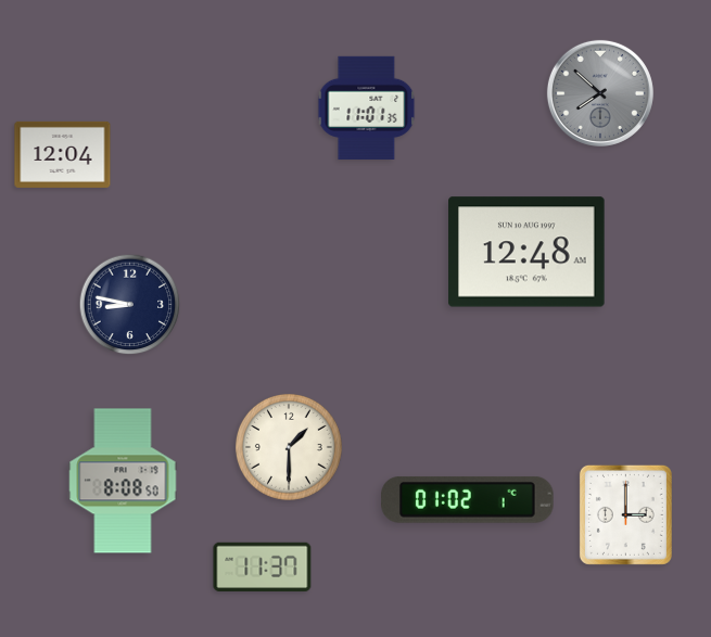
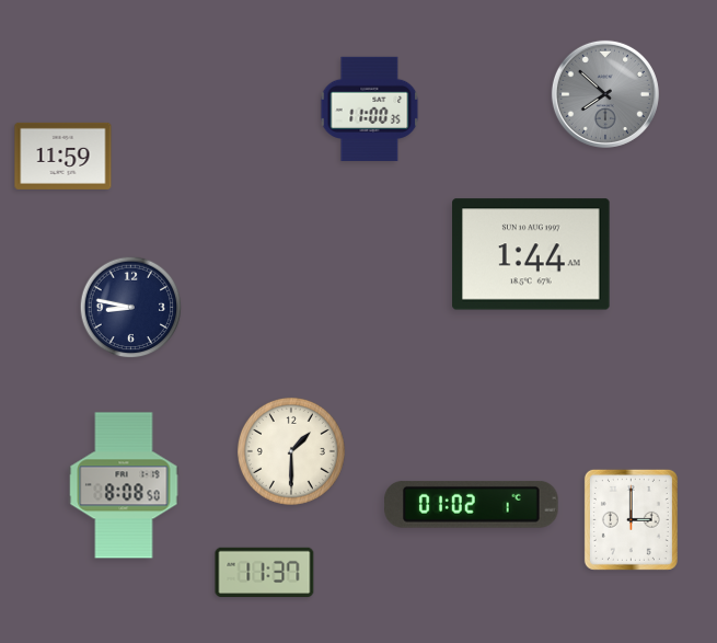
clock at (367, 107): 11:01 -> 11:00
clock at (63, 154): 12:04 -> 11:59
clock at (526, 252): 12:48 -> 1:44
